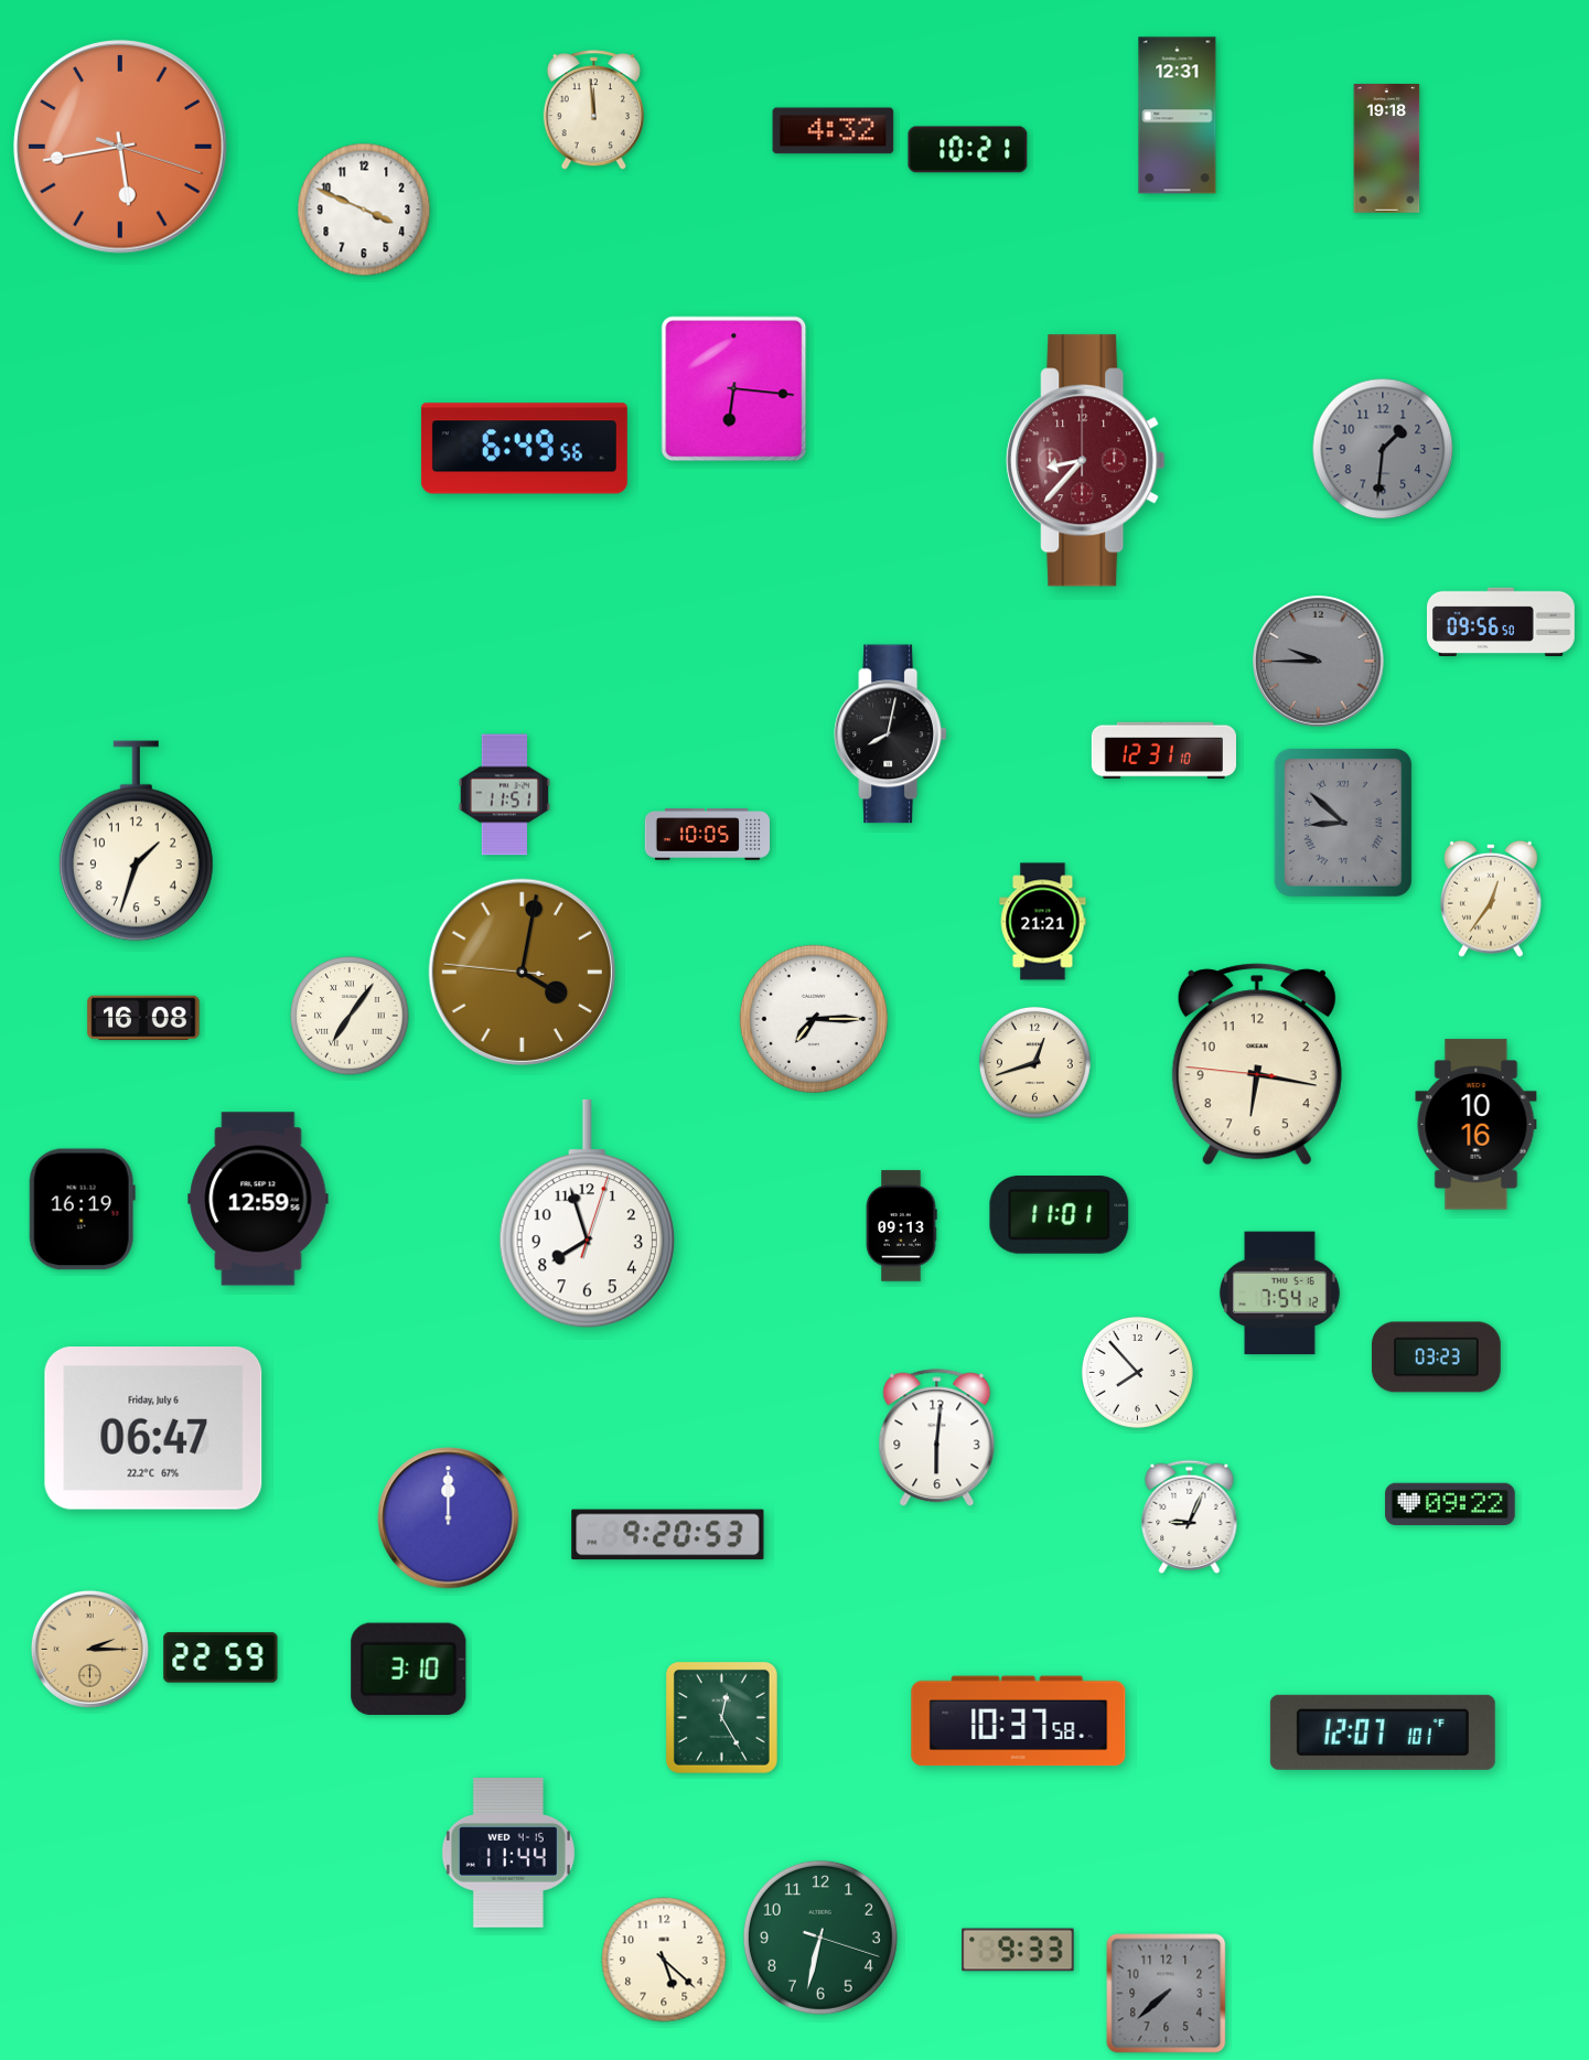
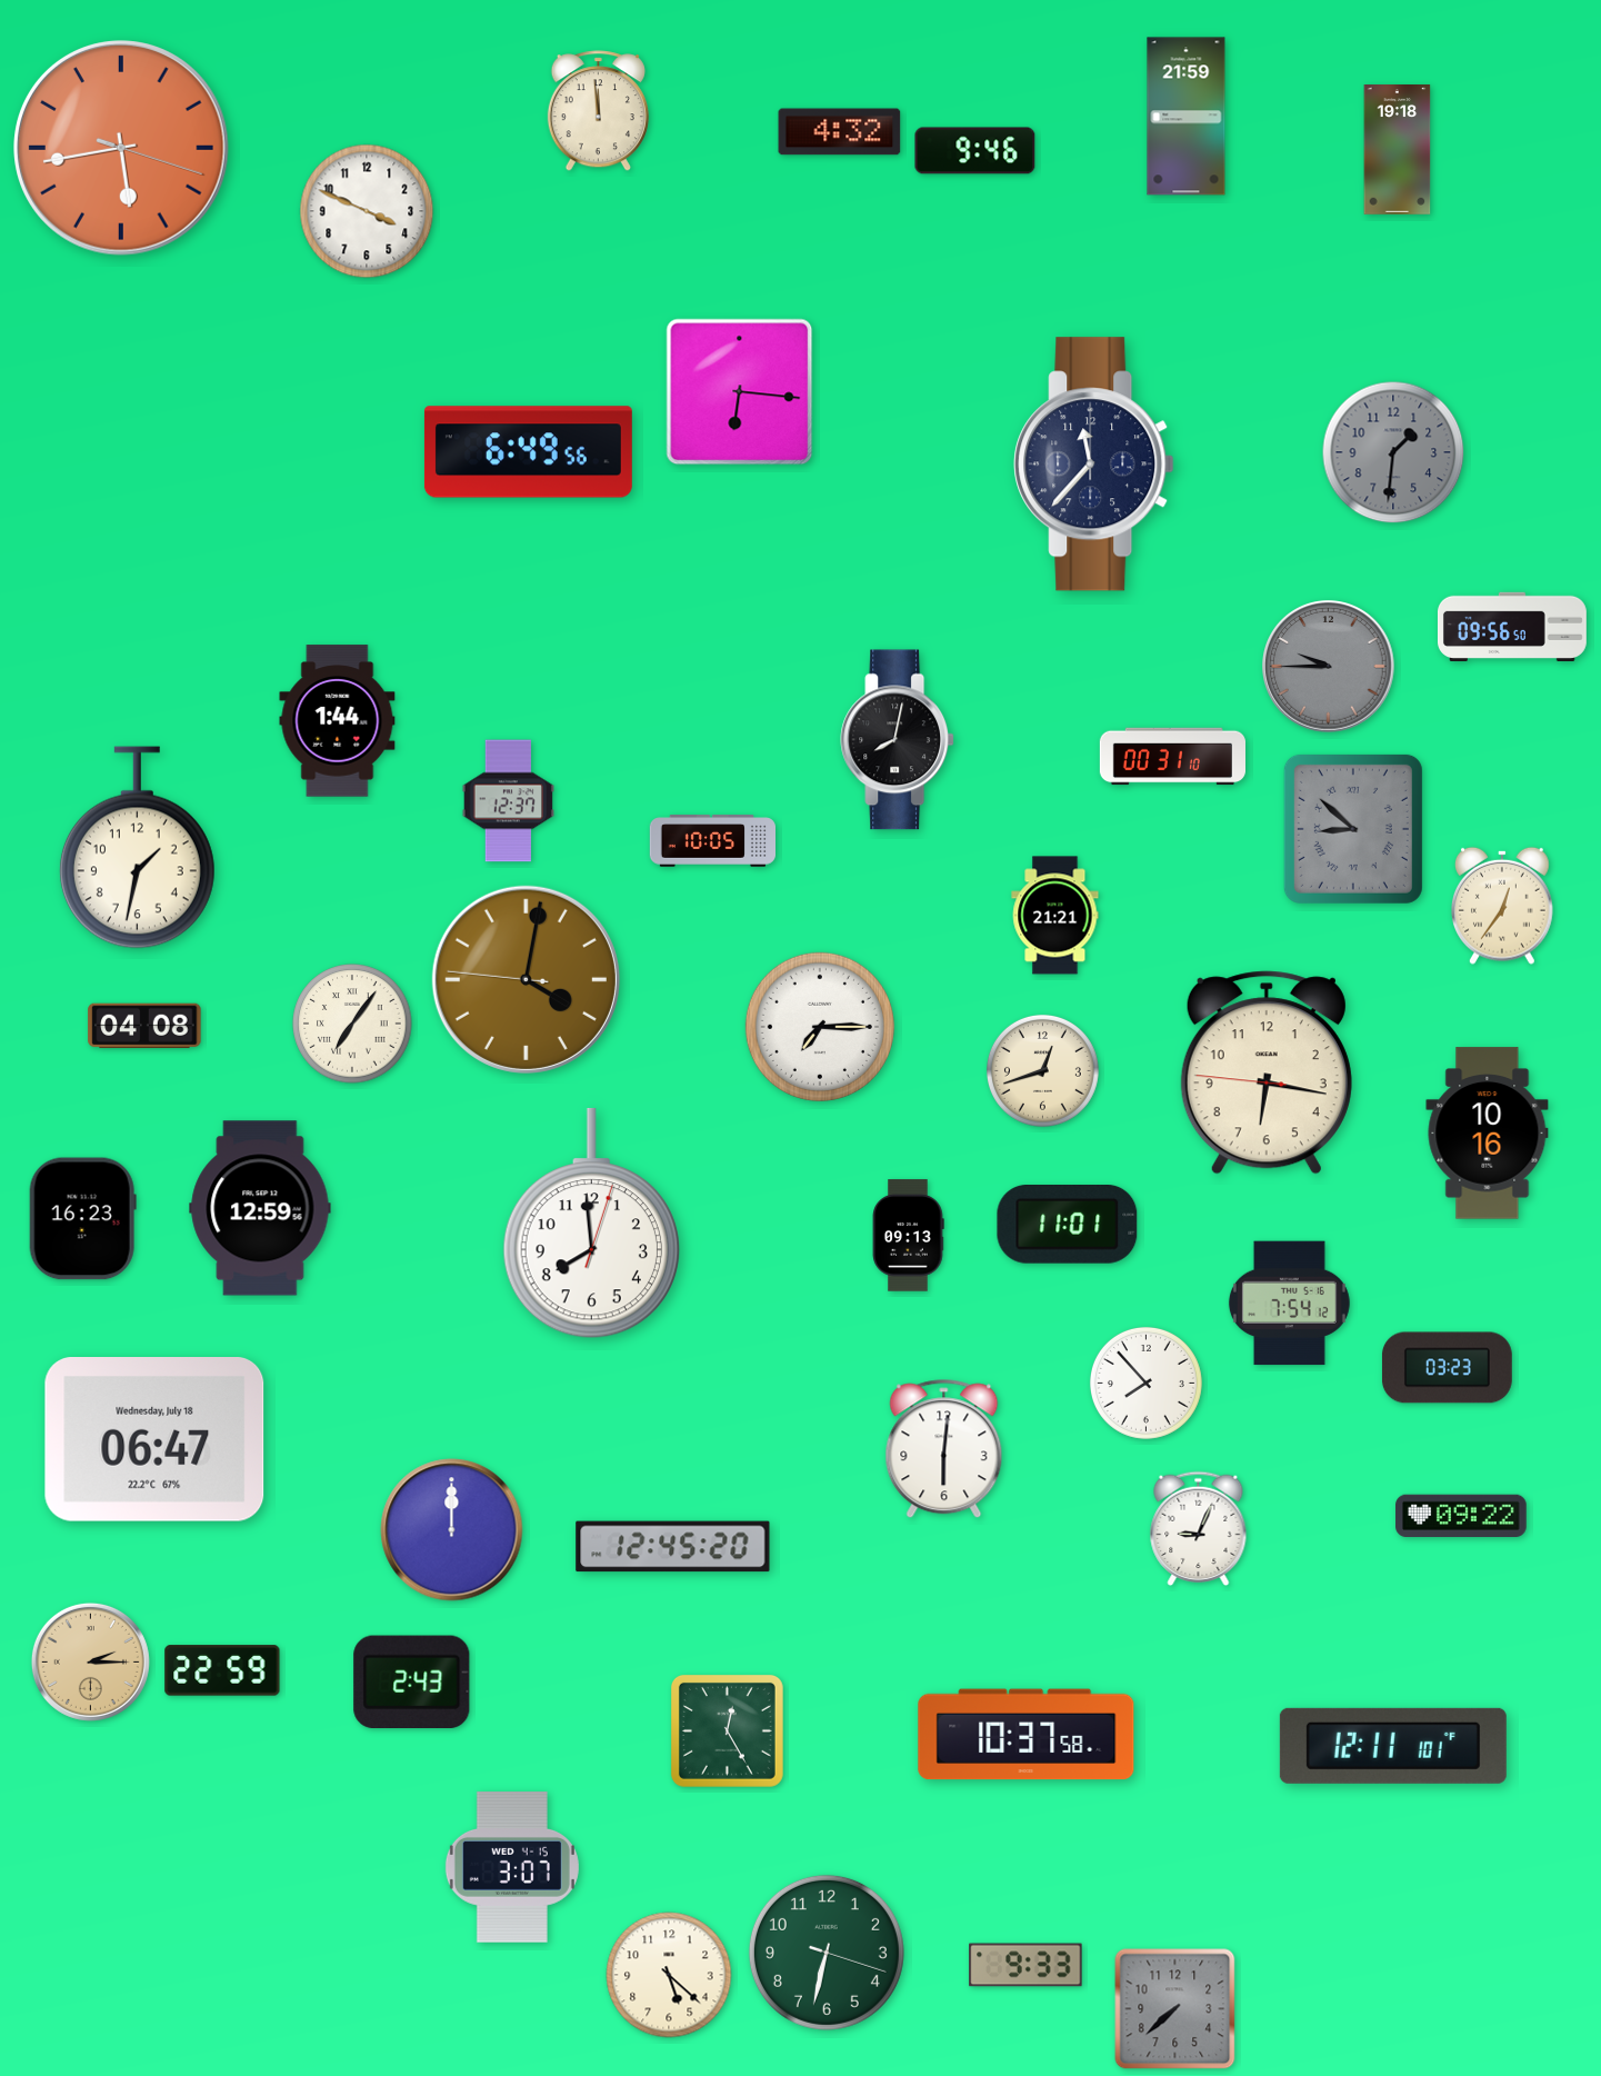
clock at (1178, 116): 12:31 -> 21:59
clock at (968, 150): 10:21 -> 9:46
clock at (1086, 461): 8:37 -> 11:37
clock at (1086, 461) dial: burgundy -> navy
clock at (338, 721): none -> 1:44
clock at (1163, 751): 12:31 -> 00:31
clock at (504, 795): 11:51 -> 12:37
clock at (136, 841): 1:33 -> 1:32
clock at (1043, 922) position: (1043, 922) -> (1055, 916)
clock at (143, 1018): 16:08 -> 04:08
clock at (82, 1210): 16:19 -> 16:23
clock at (587, 1214): 7:57 -> 7:59
clock at (153, 1429) date: Friday, July 6 -> Wednesday, July 18
clock at (668, 1535): 9:20 -> 12:45
clock at (409, 1670): 3:10 -> 2:43
clock at (1383, 1732): 12:07 -> 12:11
clock at (508, 1853): 11:44 -> 3:07
